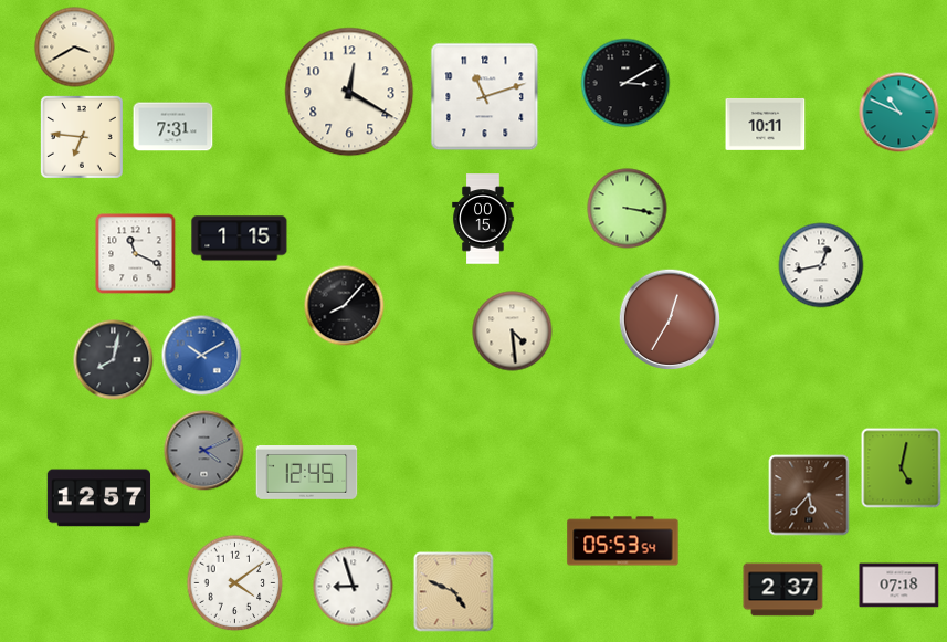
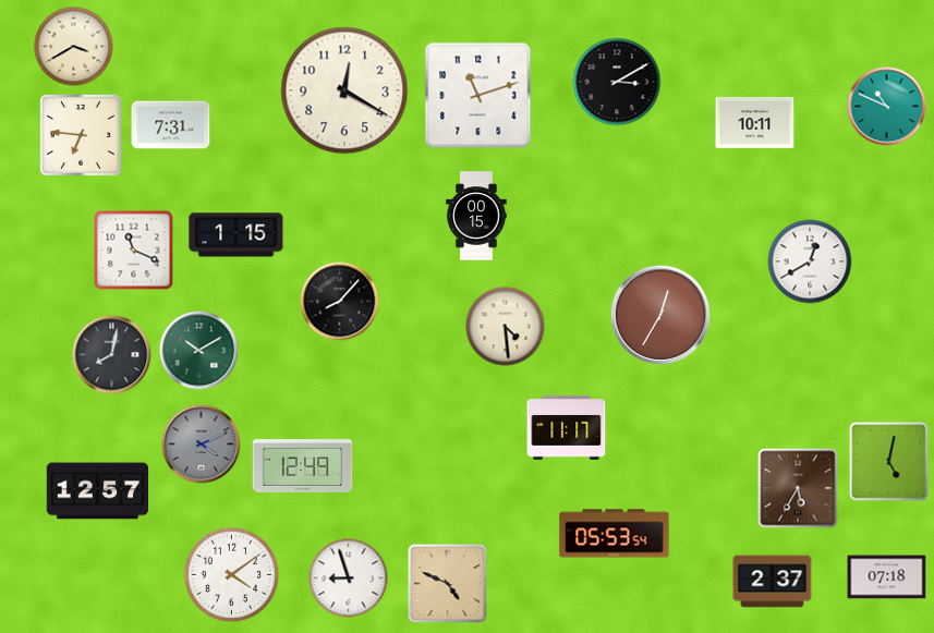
clock at (899, 113) position: (899, 113) -> (887, 107)
clock at (628, 209): 3:17 -> none
clock at (821, 265): 12:43 -> 12:40
clock at (202, 356) dial: blue -> green
clock at (567, 428): none -> 11:17
clock at (307, 473): 12:45 -> 12:49
clock at (809, 495): 5:37 -> 5:35
